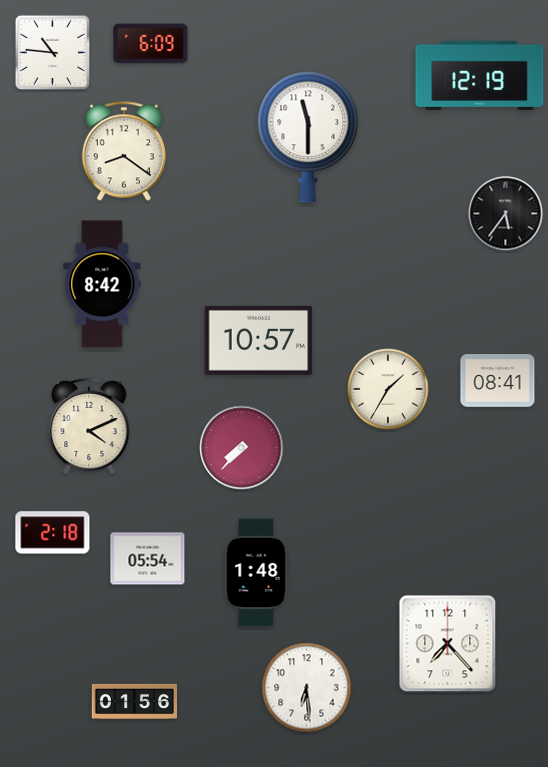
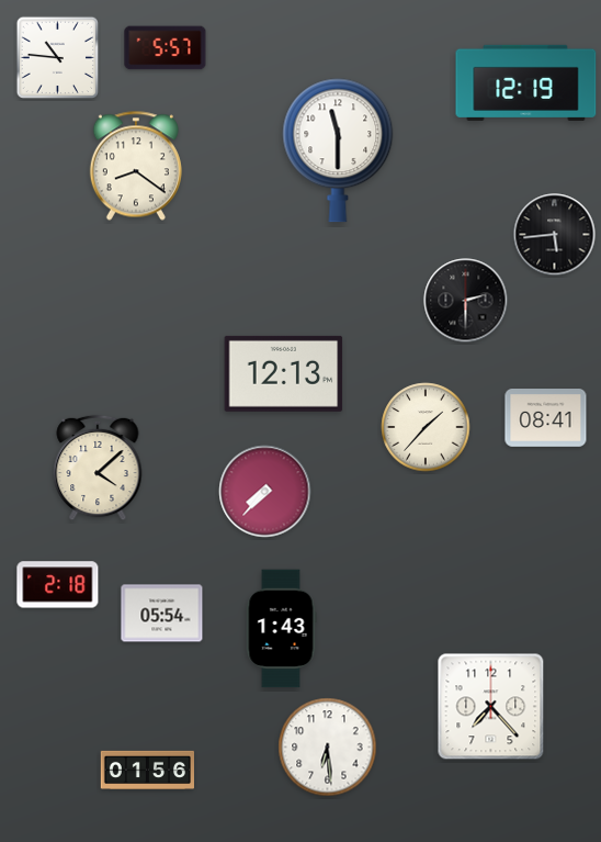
clock at (151, 44): 6:09 -> 5:57
clock at (506, 214): 5:36 -> 5:44
clock at (466, 301): none -> 2:30
clock at (102, 284): 8:42 -> none
clock at (259, 340): 10:57 -> 12:13
clock at (388, 389): 1:35 -> 1:37
clock at (89, 426): 4:11 -> 4:08
clock at (256, 573): 1:48 -> 1:43
clock at (307, 688) position: (307, 688) -> (328, 748)
